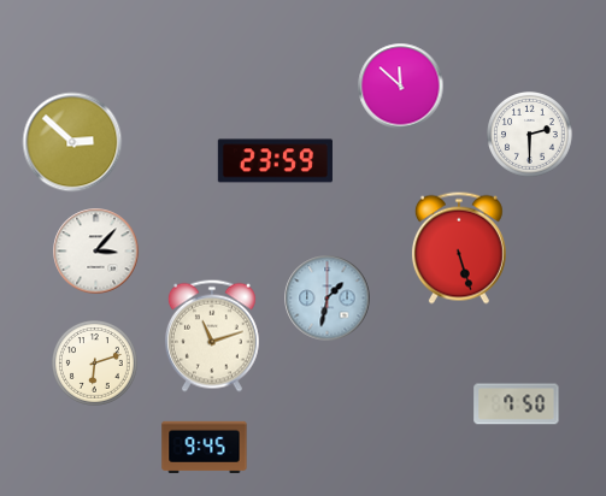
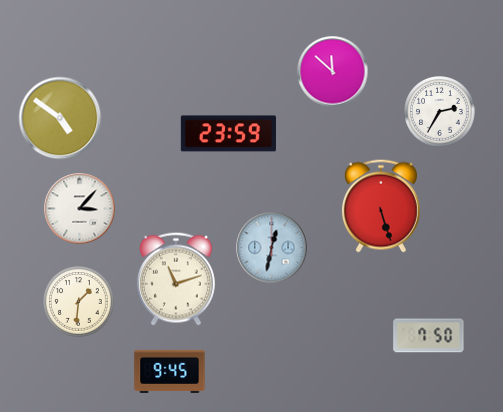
clock at (530, 135): 2:30 -> 2:35
clock at (72, 142): 2:52 -> 4:51
clock at (328, 299): 1:32 -> 12:32
clock at (95, 364): 6:12 -> 1:31
